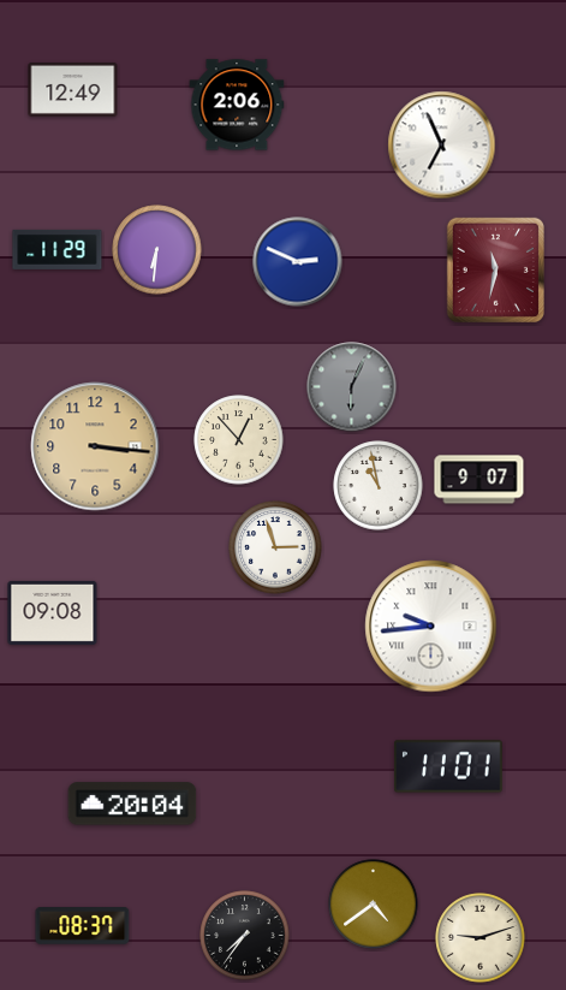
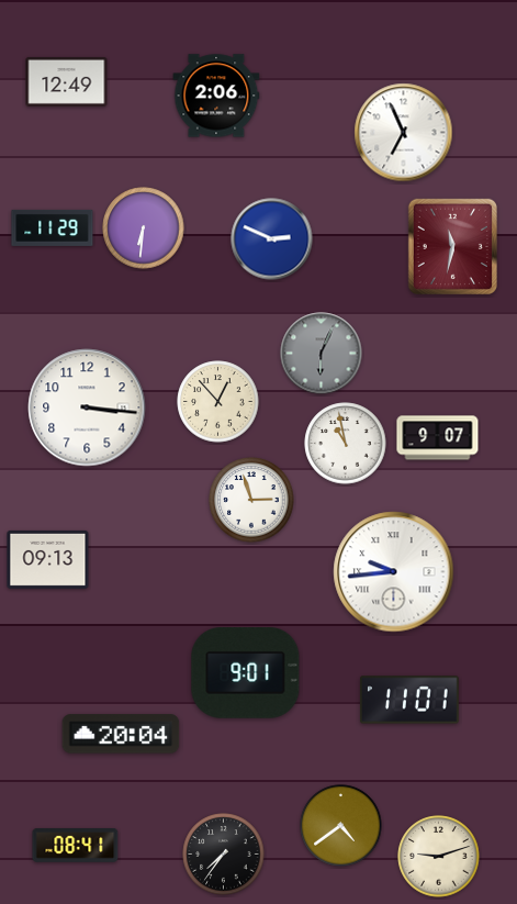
clock at (95, 446) dial: champagne -> white
clock at (53, 612): 09:08 -> 09:13
clock at (246, 673): none -> 9:01
clock at (83, 926): 08:37 -> 08:41
